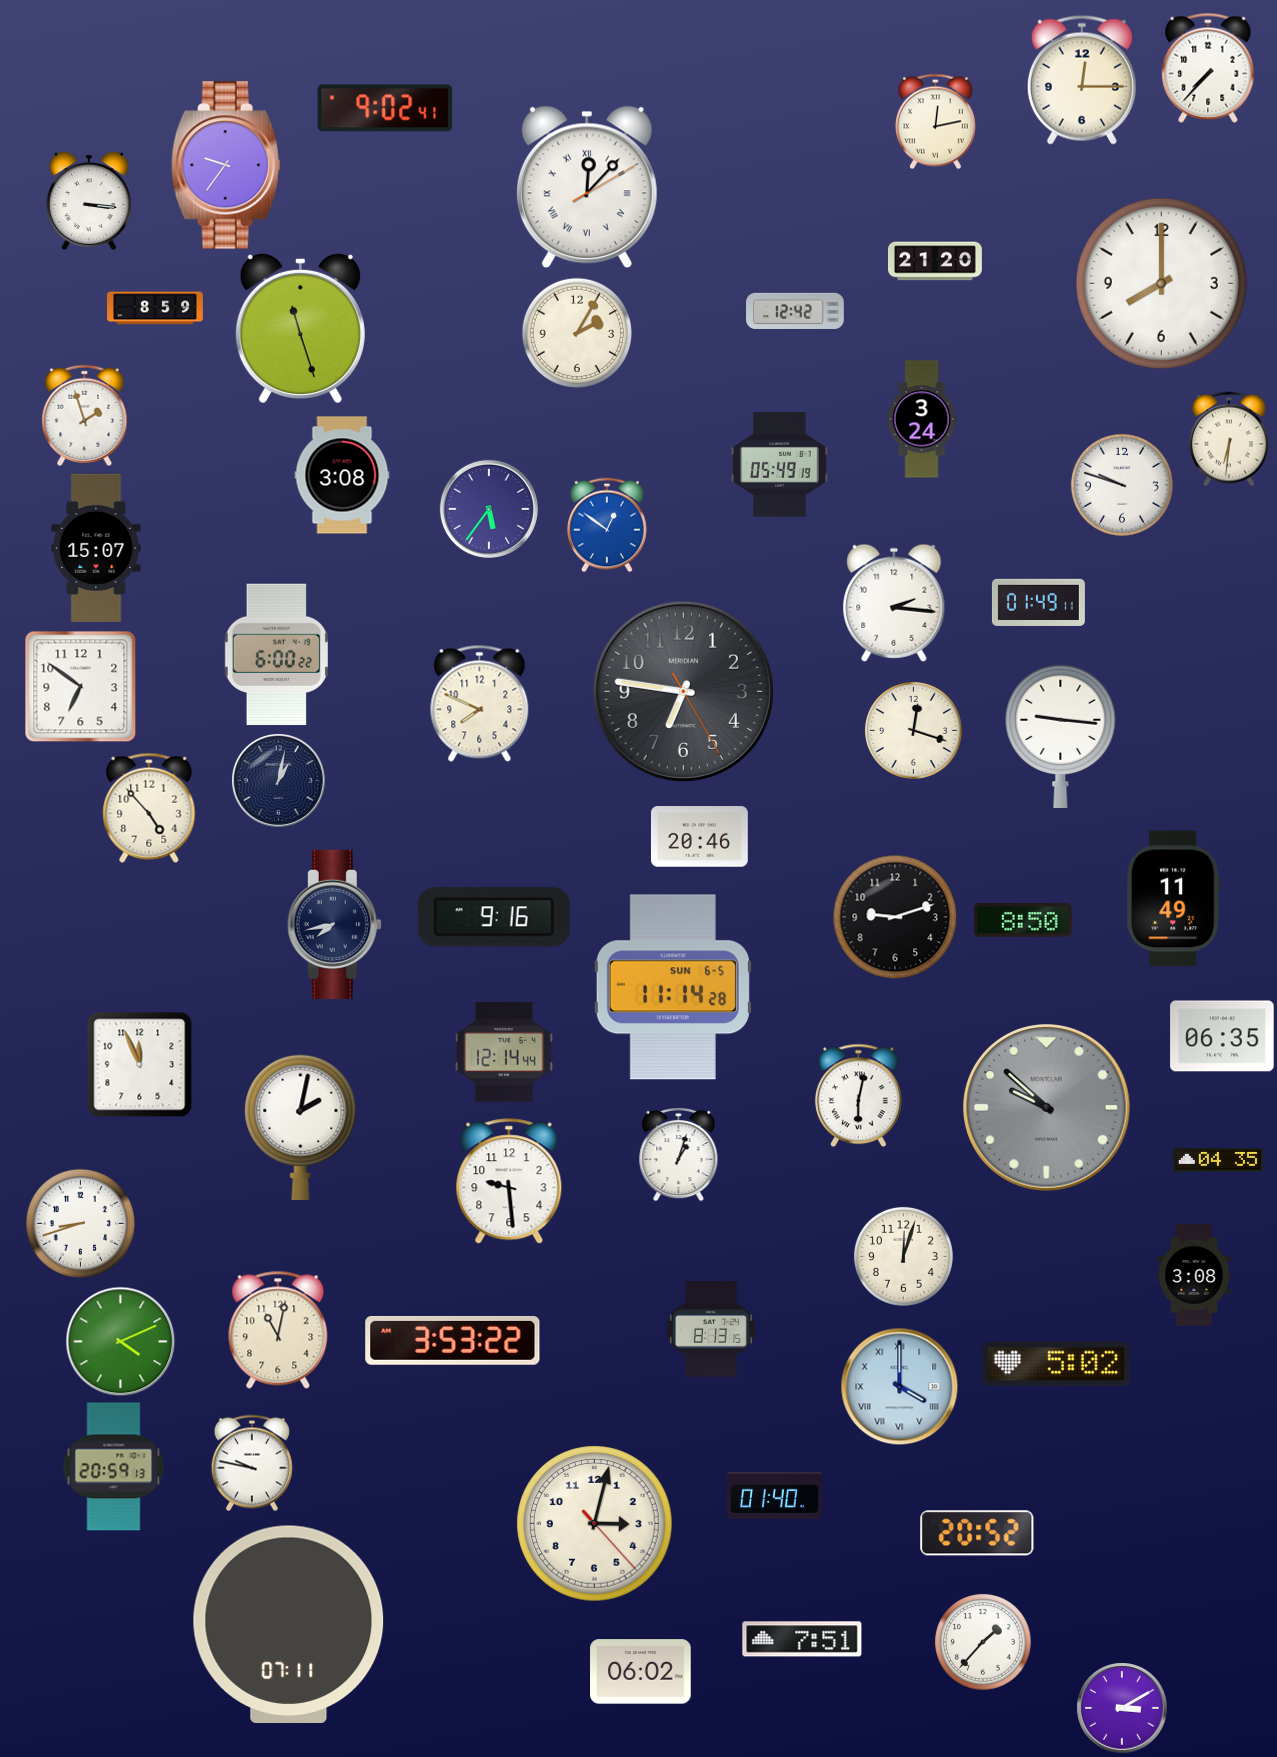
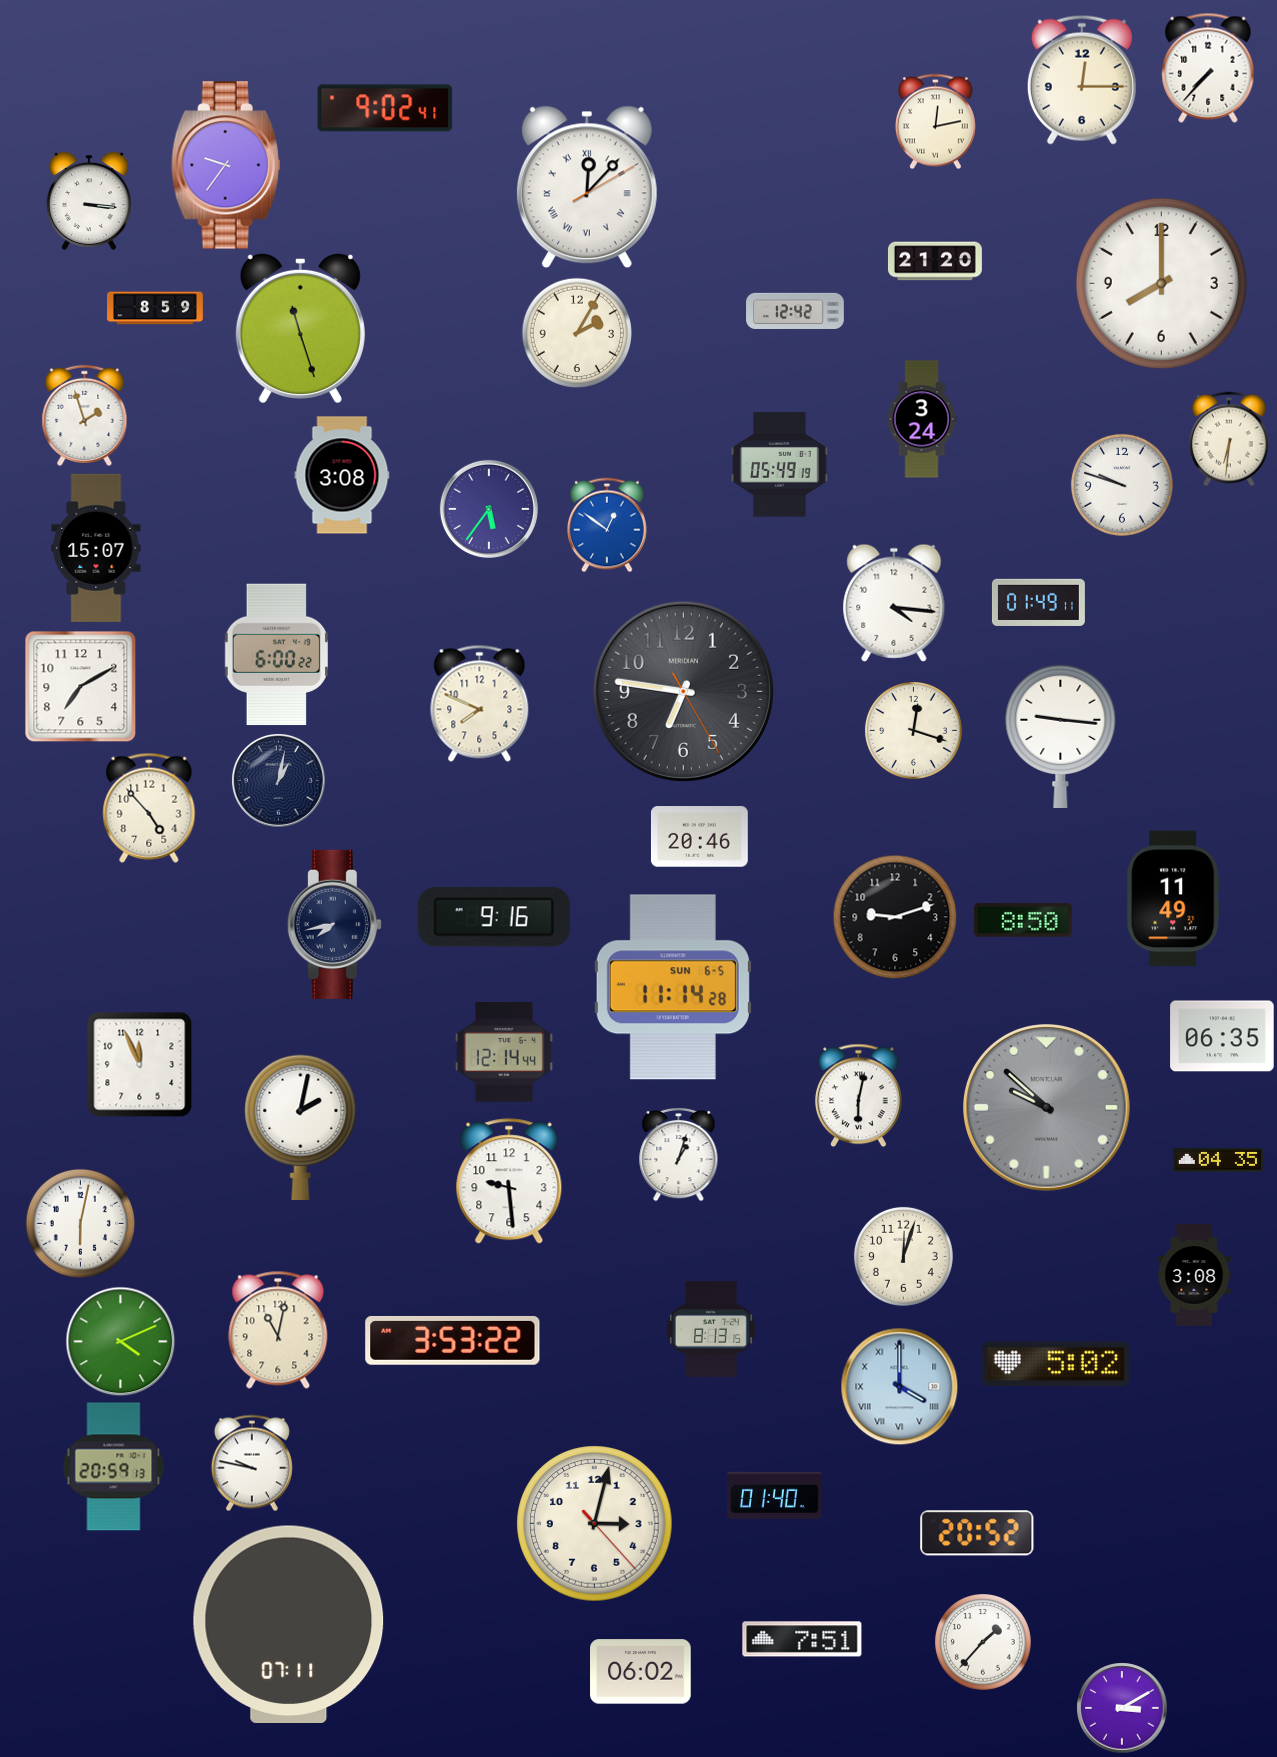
clock at (894, 603): 2:16 -> 4:16
clock at (80, 686): 6:51 -> 7:10
clock at (80, 1223): 8:42 -> 6:02
